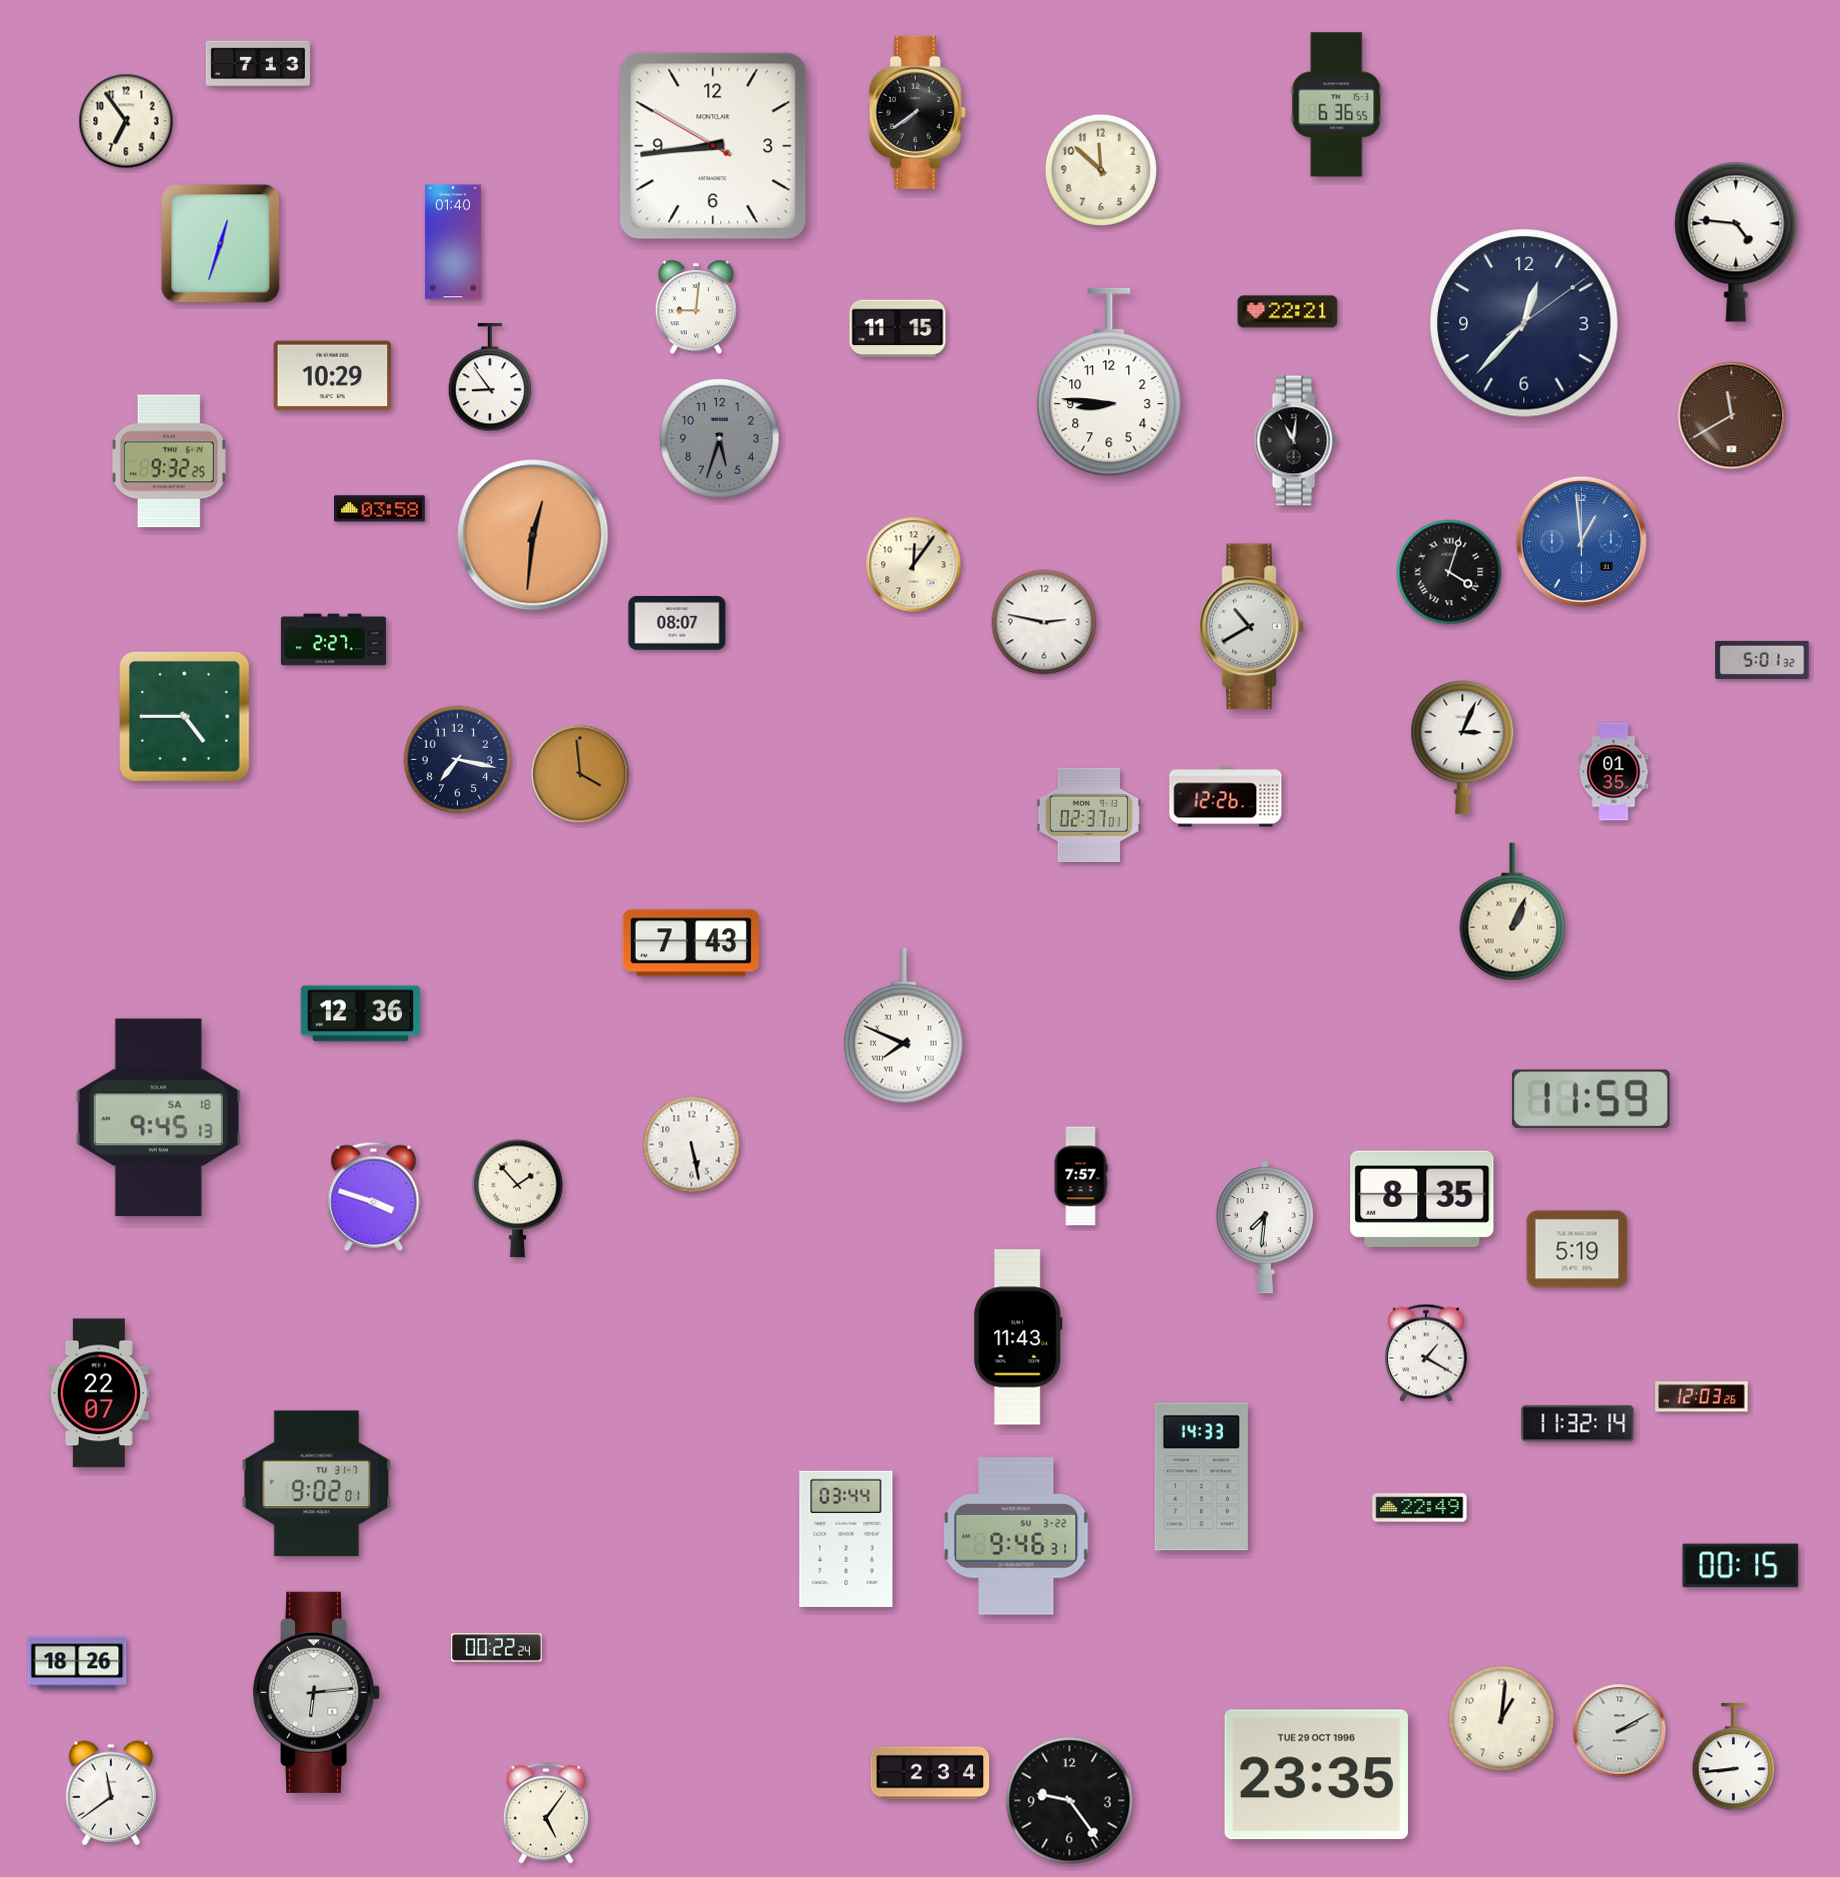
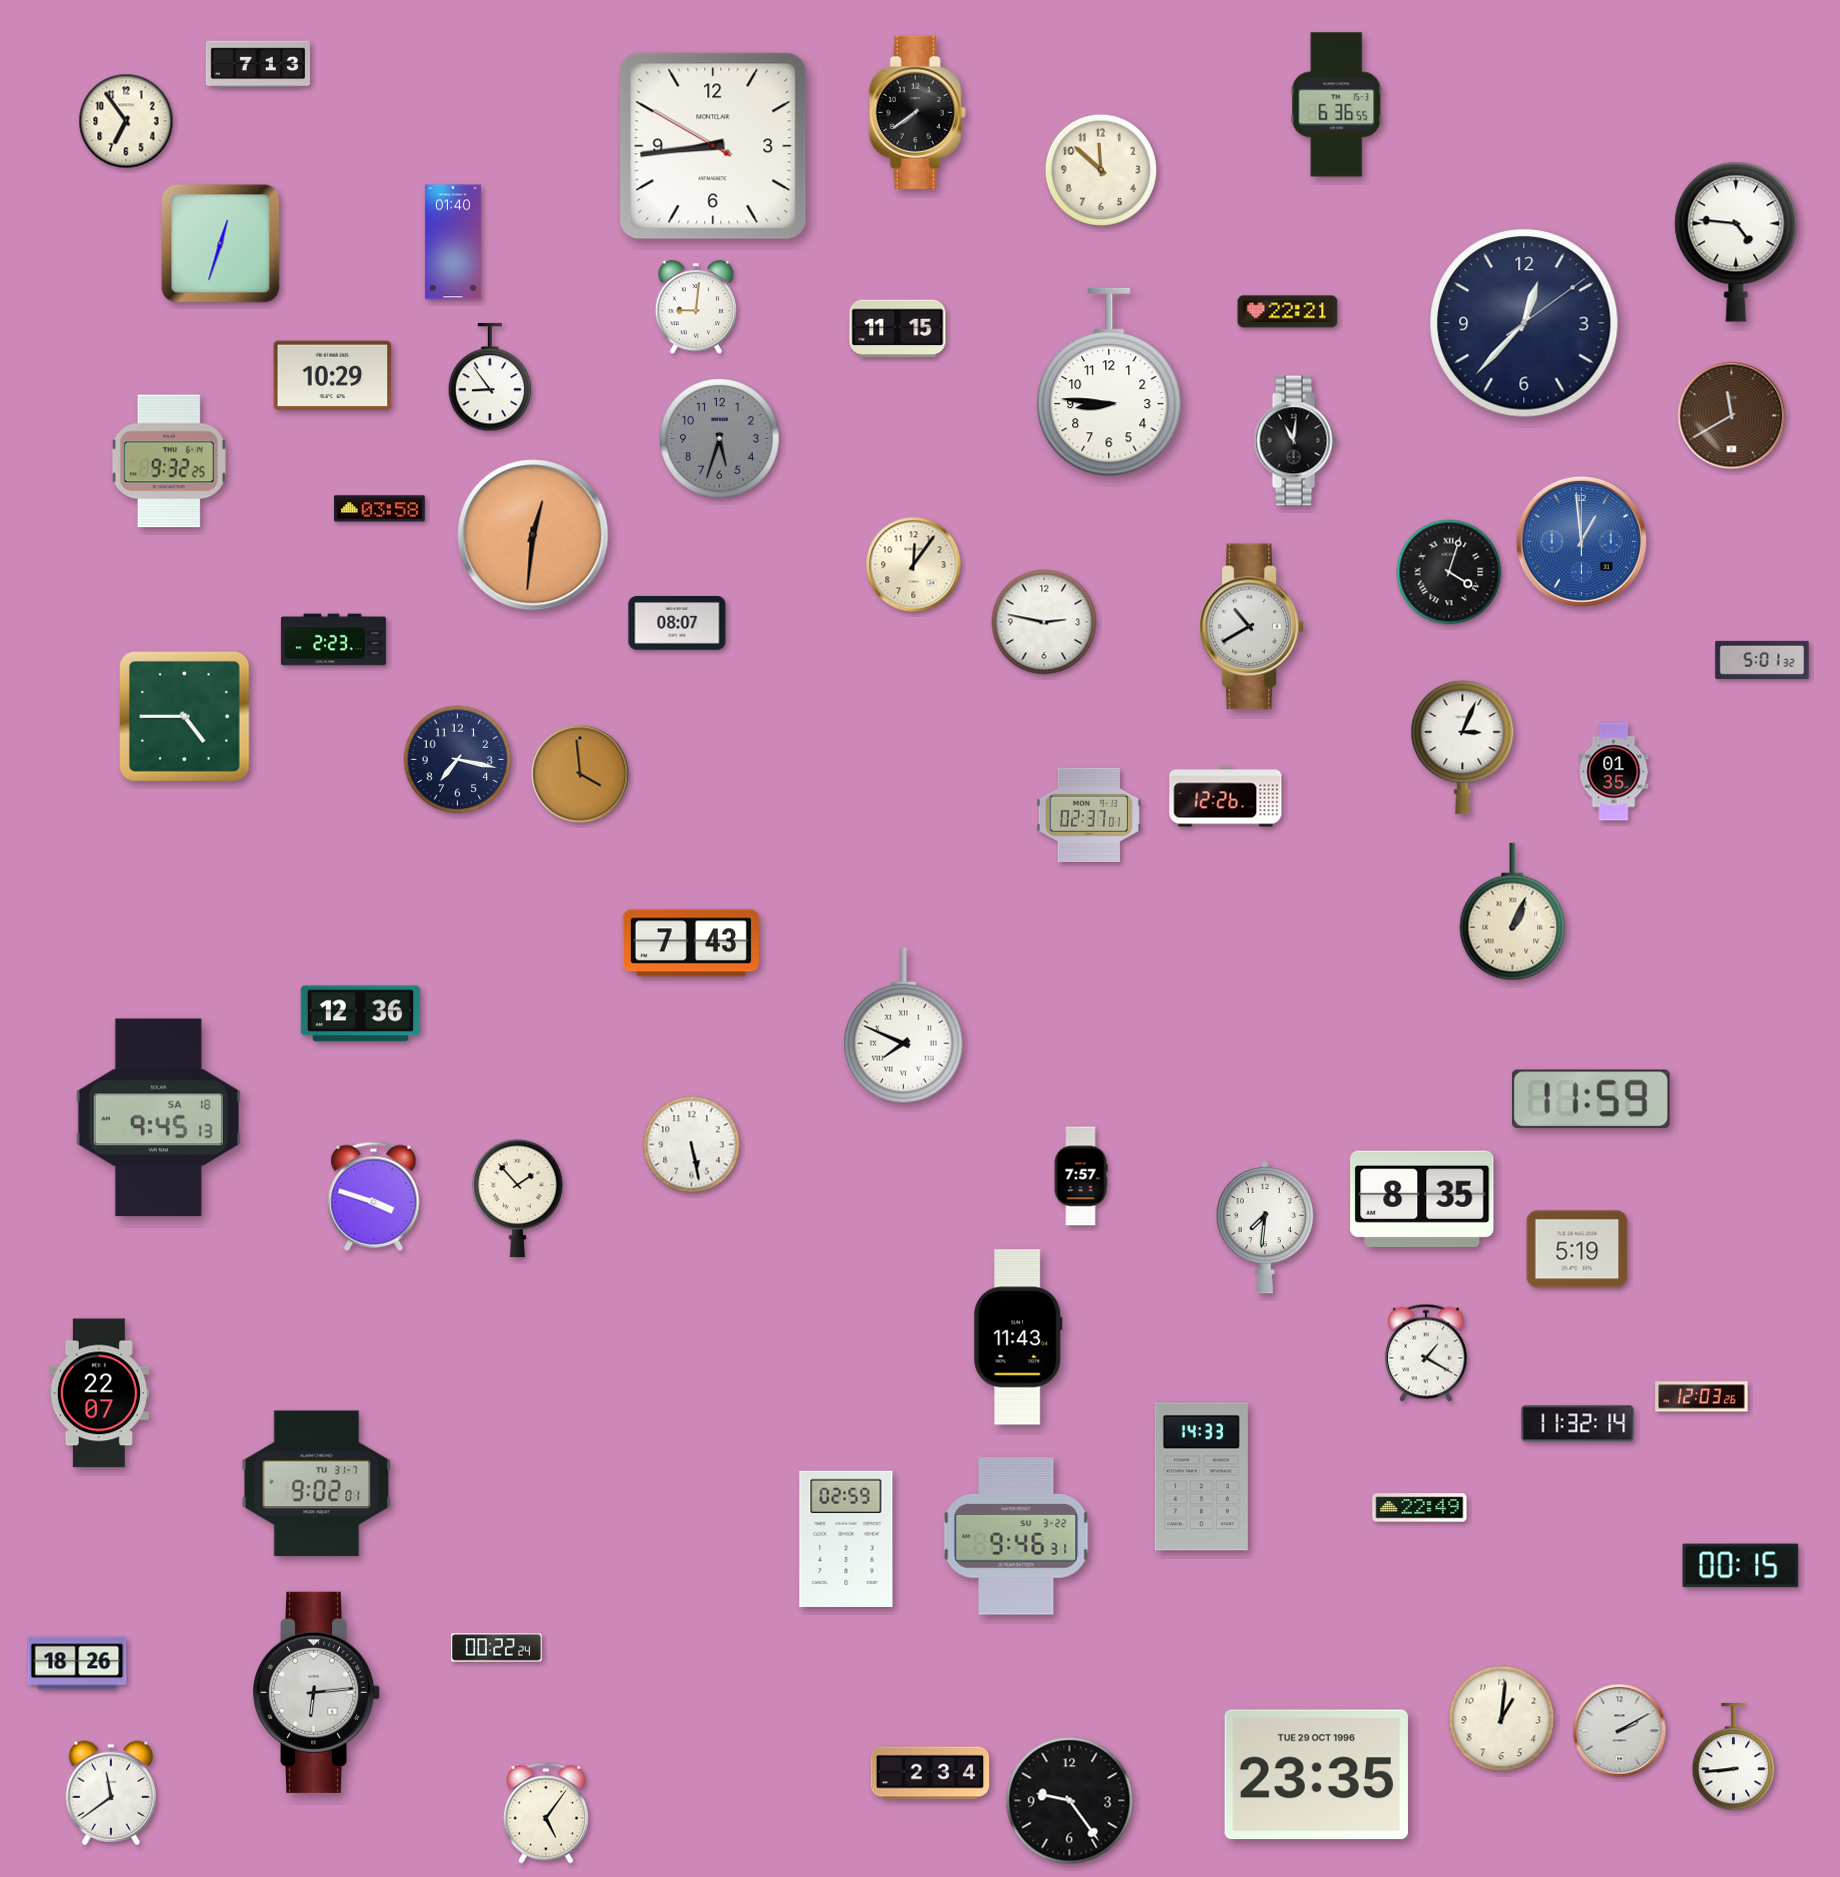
clock at (333, 640): 2:27 -> 2:23
clock at (846, 1539): 03:44 -> 02:59
